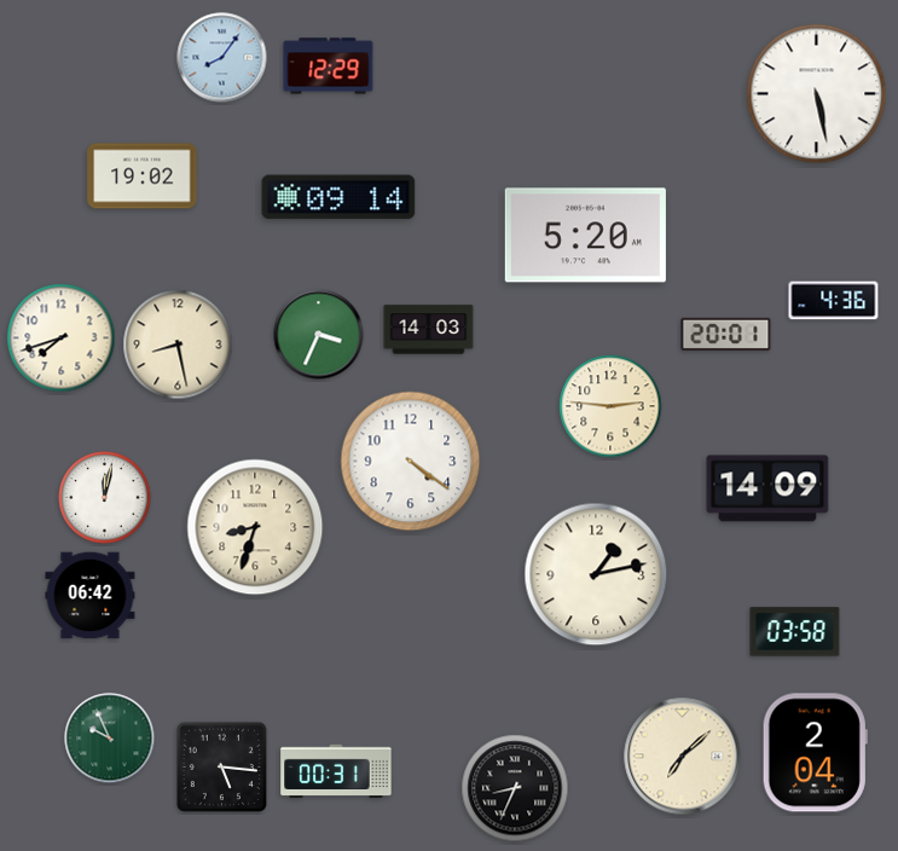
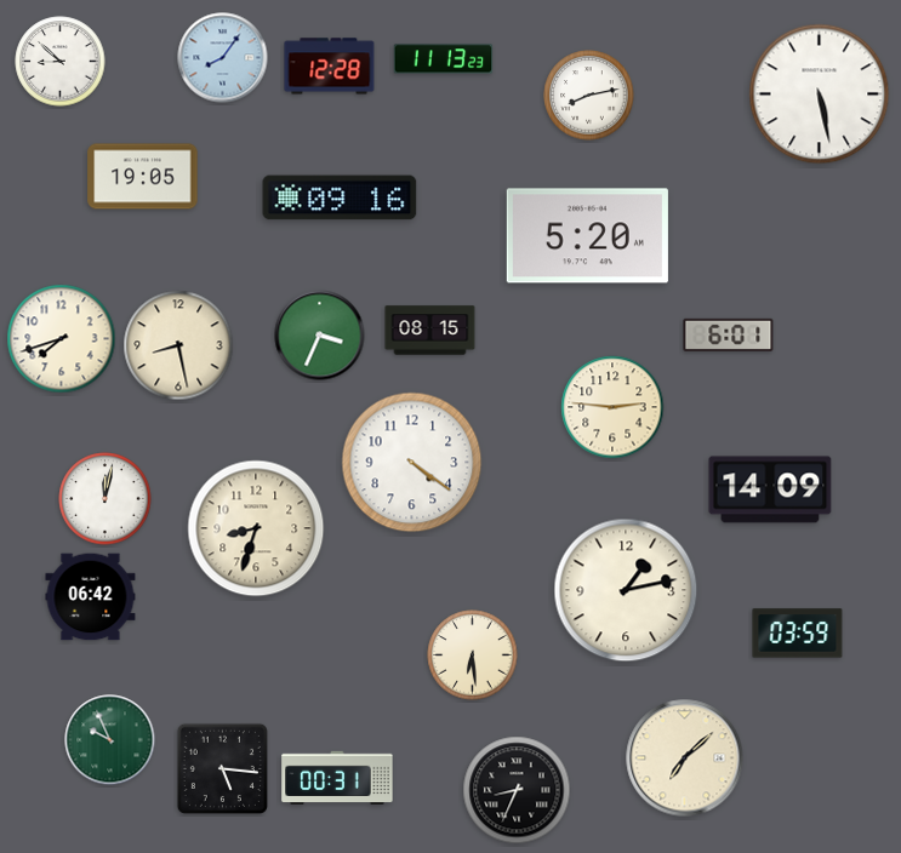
clock at (444, 59): none -> 11:13
clock at (61, 62): none -> 8:52
clock at (329, 66): 12:29 -> 12:28
clock at (589, 96): none -> 8:13
clock at (143, 176): 19:02 -> 19:05
clock at (338, 197): 09:14 -> 09:16
clock at (834, 301): 4:36 -> none
clock at (429, 330): 14:03 -> 08:15
clock at (726, 334): 20:01 -> 6:01
clock at (596, 574) position: (596, 574) -> (626, 590)
clock at (795, 632): 03:58 -> 03:59
clock at (473, 656): none -> 6:29
clock at (815, 753): 2:04 -> none
clock at (336, 770) position: (336, 770) -> (337, 777)
